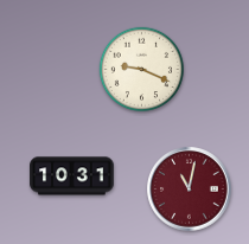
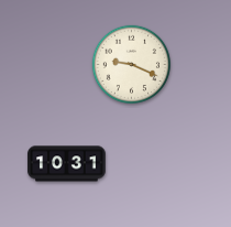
clock at (190, 190): 11:02 -> none
